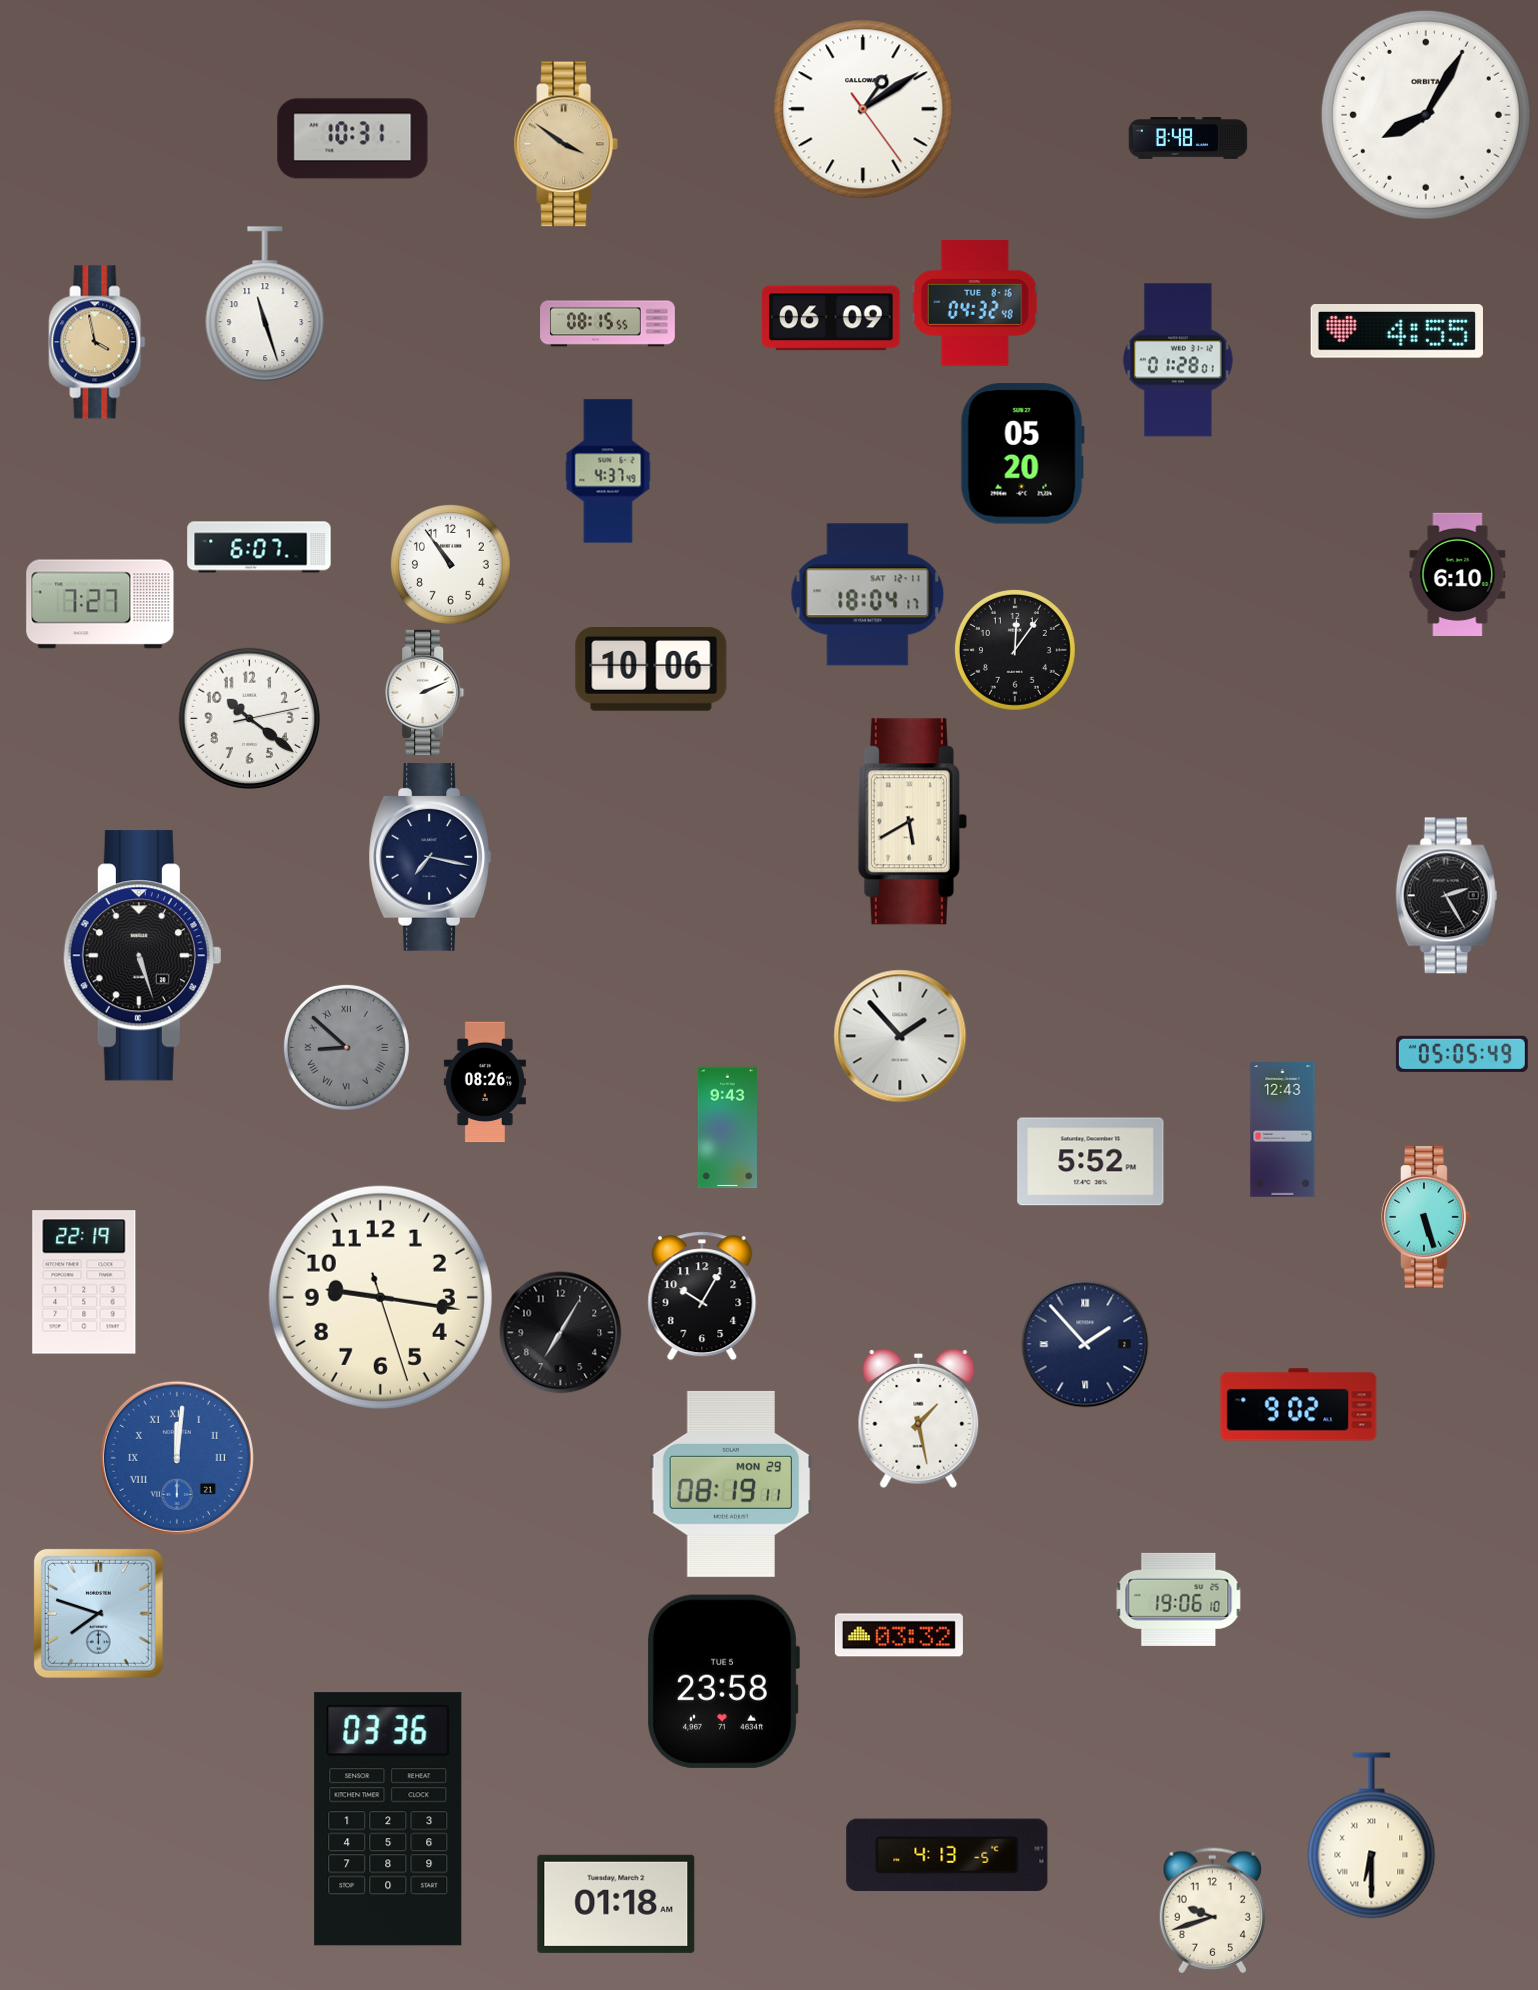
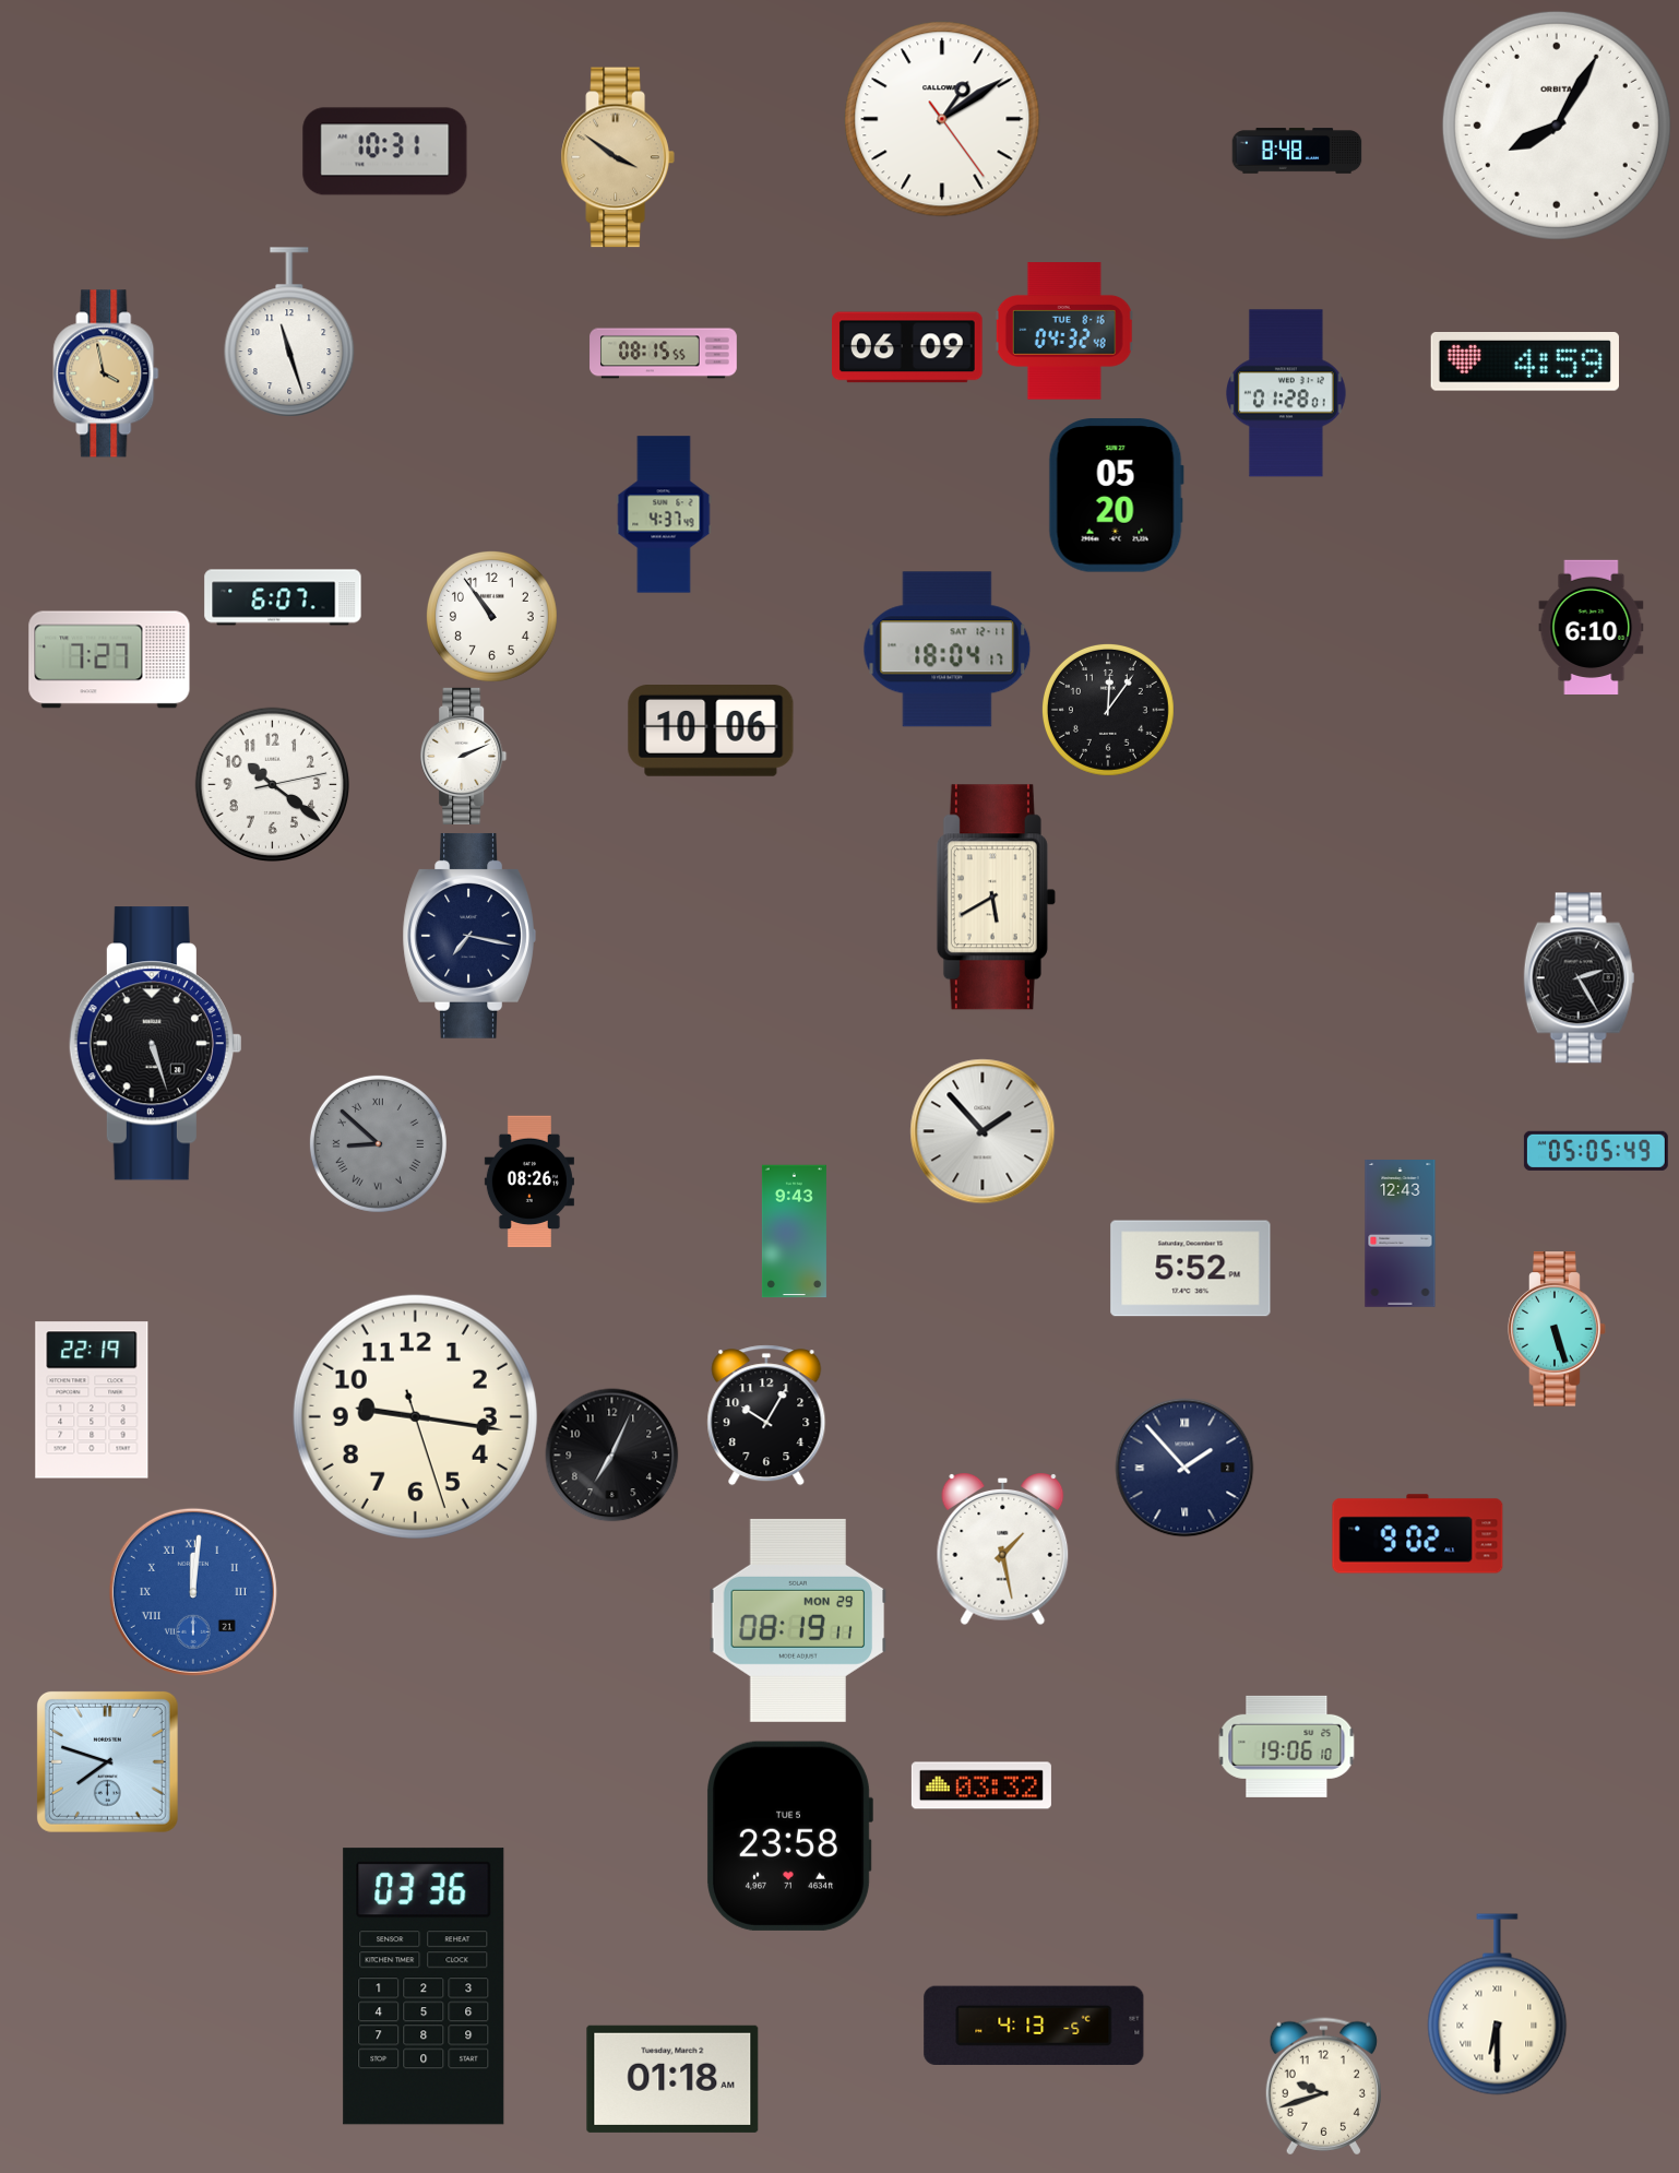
clock at (1397, 332): 4:55 -> 4:59
clock at (561, 1333): 7:05 -> 7:04
